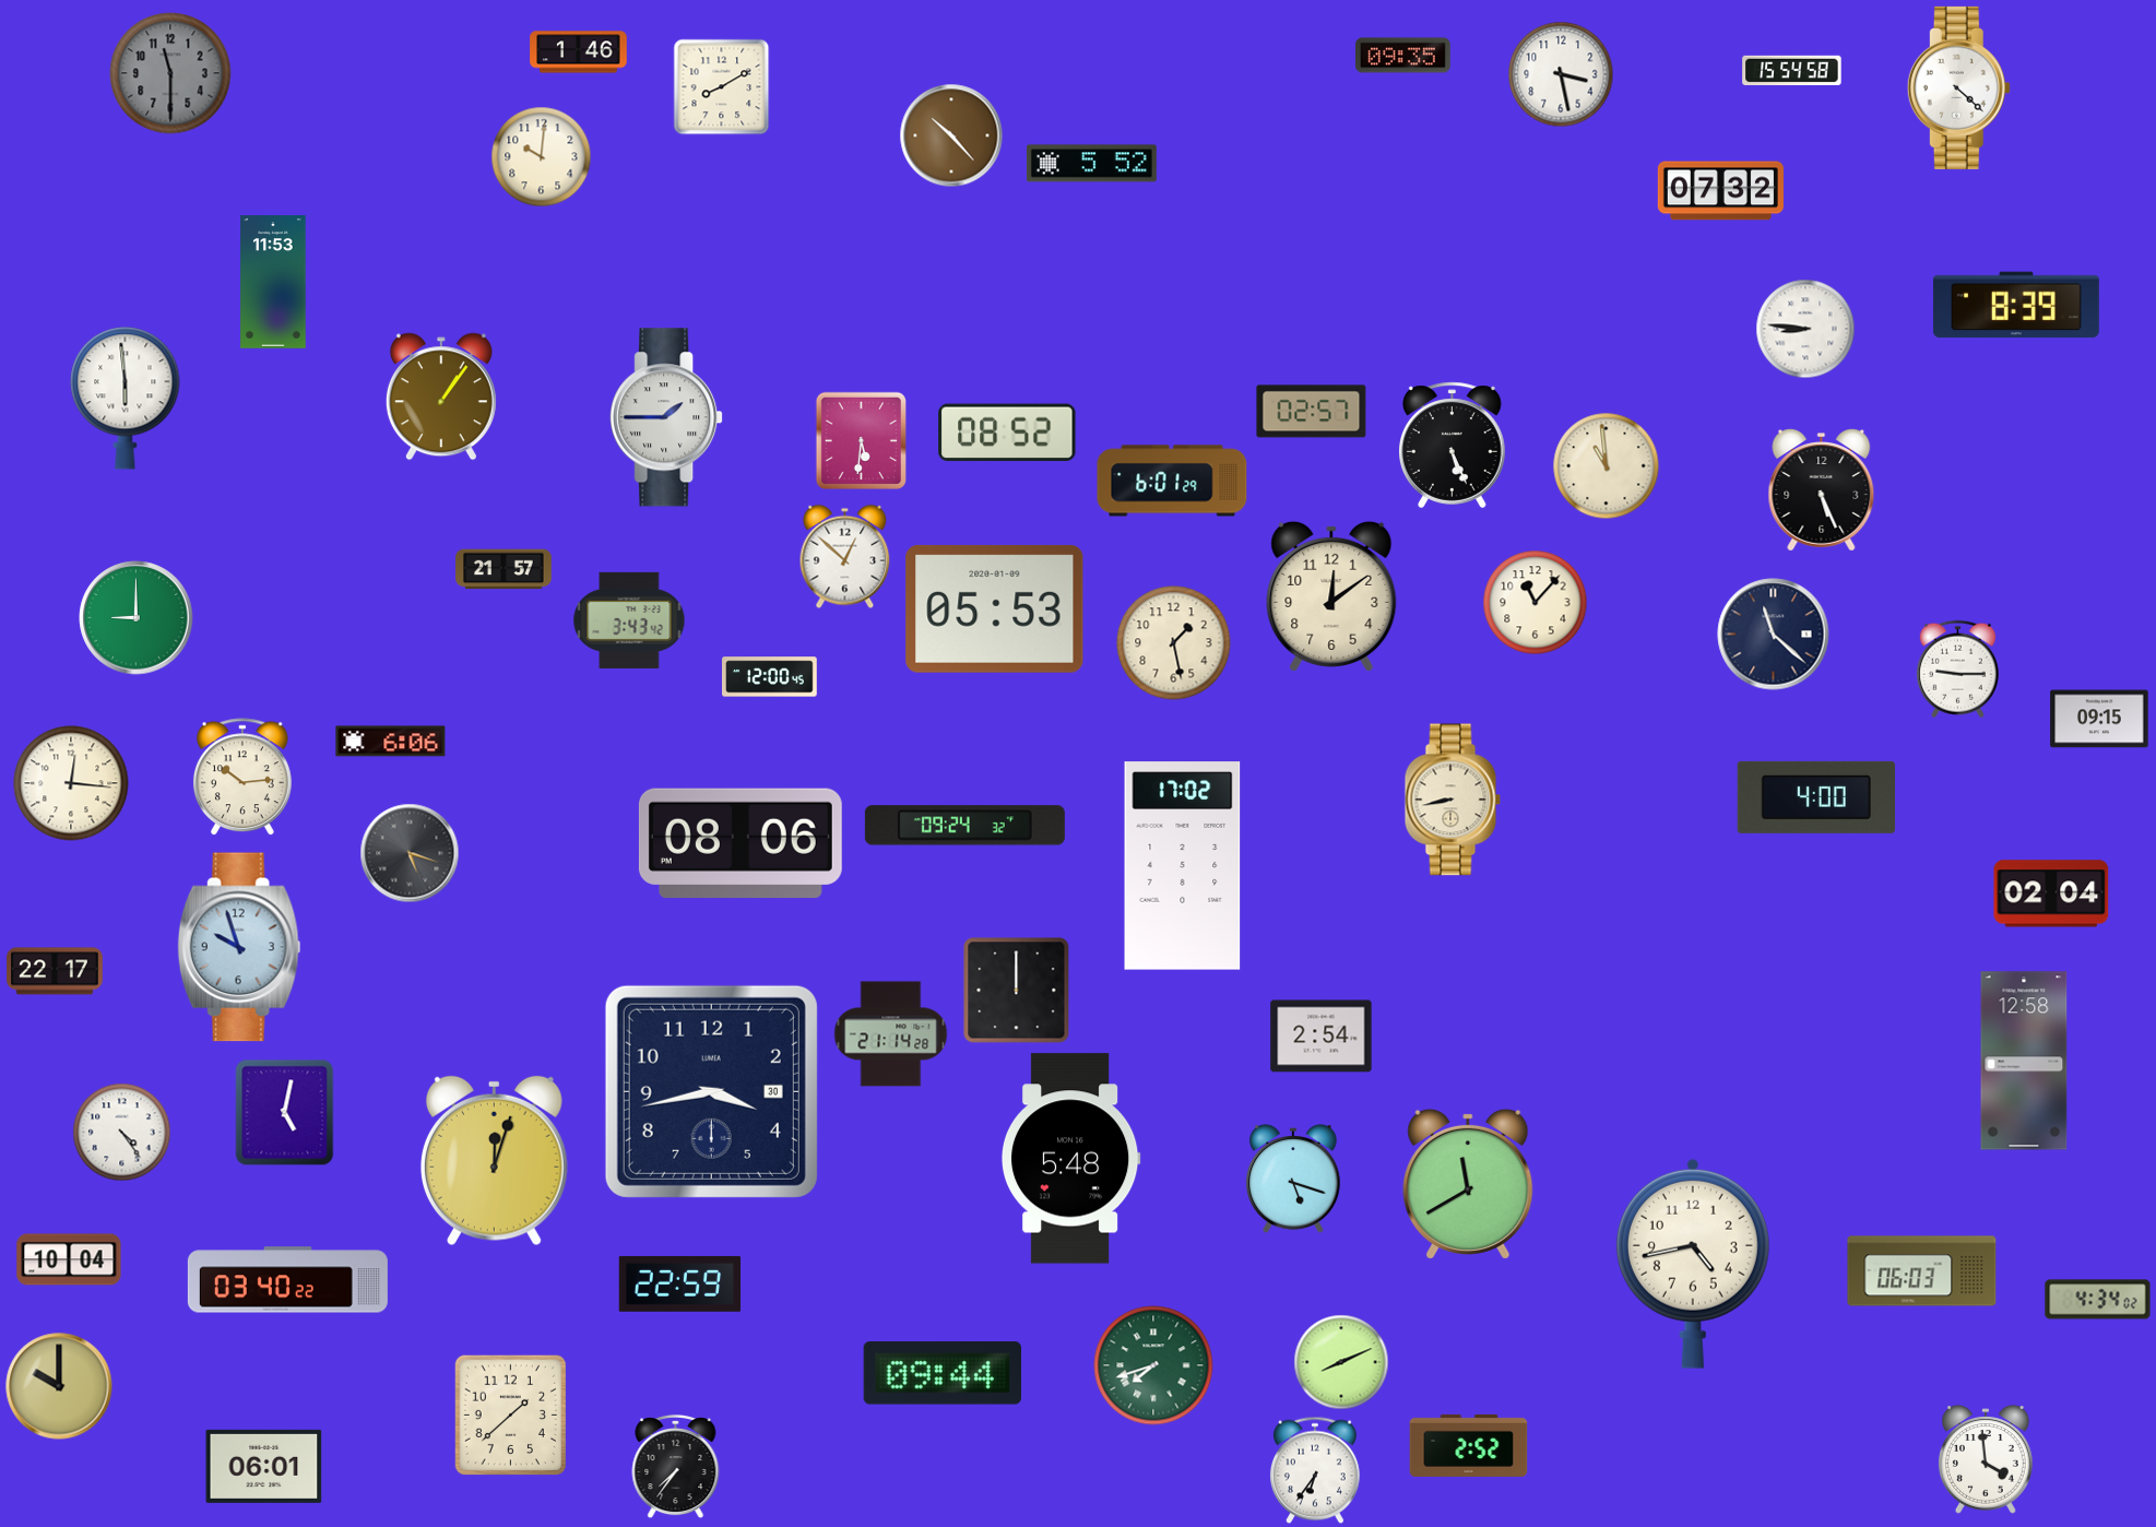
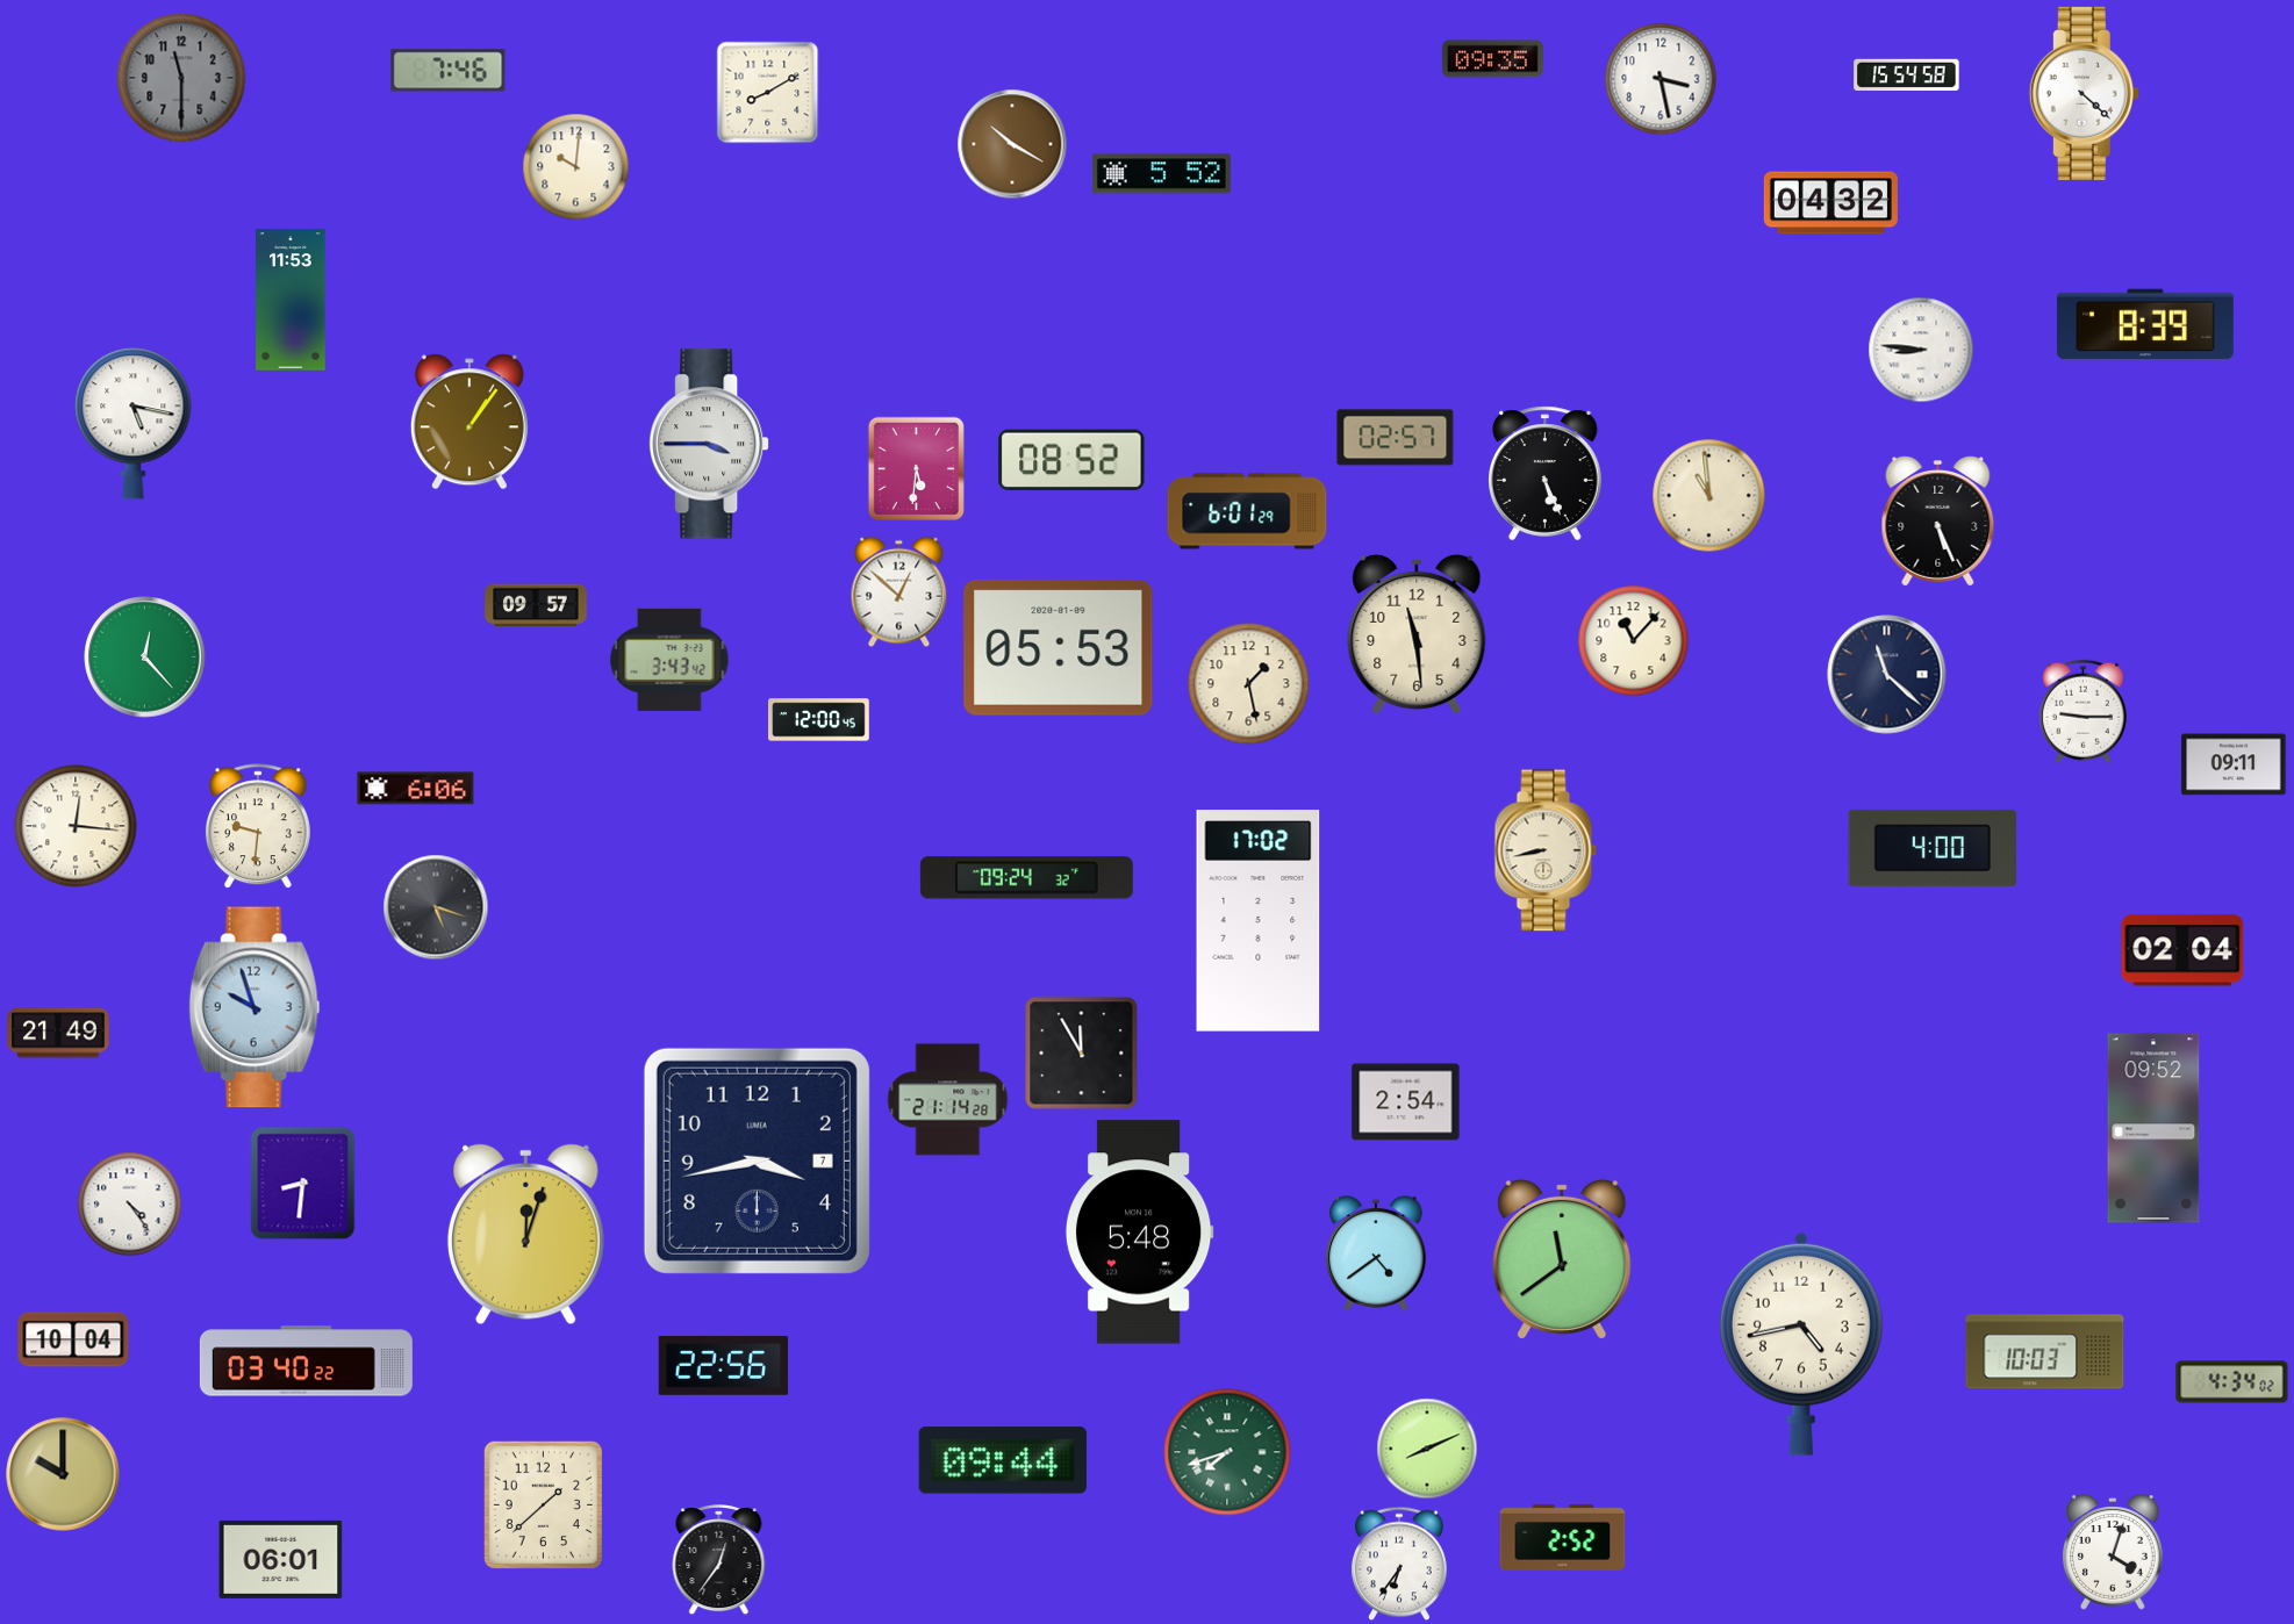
clock at (579, 52): 1:46 -> none
clock at (449, 71): none -> 7:46
clock at (951, 135): 10:23 -> 10:20
clock at (1720, 191): 07:32 -> 04:32
clock at (126, 399): 5:59 -> 5:17
clock at (666, 417): 1:45 -> 3:45
clock at (504, 569): 21:57 -> 09:57
clock at (1331, 596): 12:09 -> 11:29
clock at (137, 618): 9:00 -> 12:23
clock at (2099, 719): 09:15 -> 09:11
clock at (242, 778): 10:14 -> 9:31
clock at (71, 783) position: (71, 783) -> (76, 826)
clock at (741, 843): 08:06 -> none
clock at (55, 971): 22:17 -> 21:49
clock at (1017, 991): 12:00 -> 11:55
clock at (2024, 1061): 12:58 -> 09:52
clock at (711, 1091) date: 30 -> 7
clock at (285, 1113): 5:02 -> 8:31
clock at (1293, 1179): 5:18 -> 4:39
clock at (1468, 1184): 11:40 -> 11:39
clock at (1922, 1271): 06:03 -> 10:03
clock at (680, 1283): 22:59 -> 22:56
clock at (1986, 1459): 3:59 -> 4:03
clock at (676, 1468): 7:36 -> 12:36
